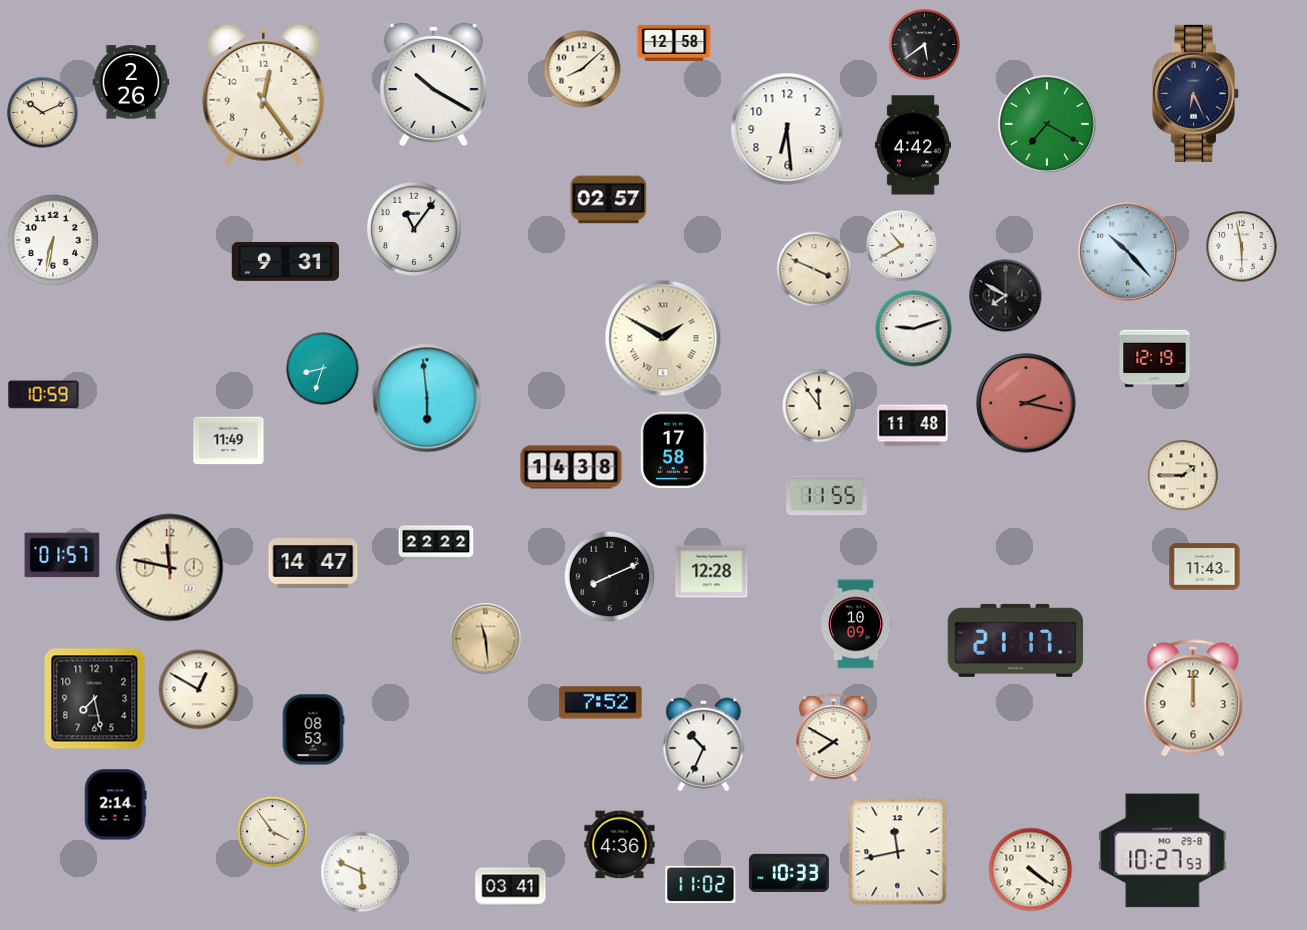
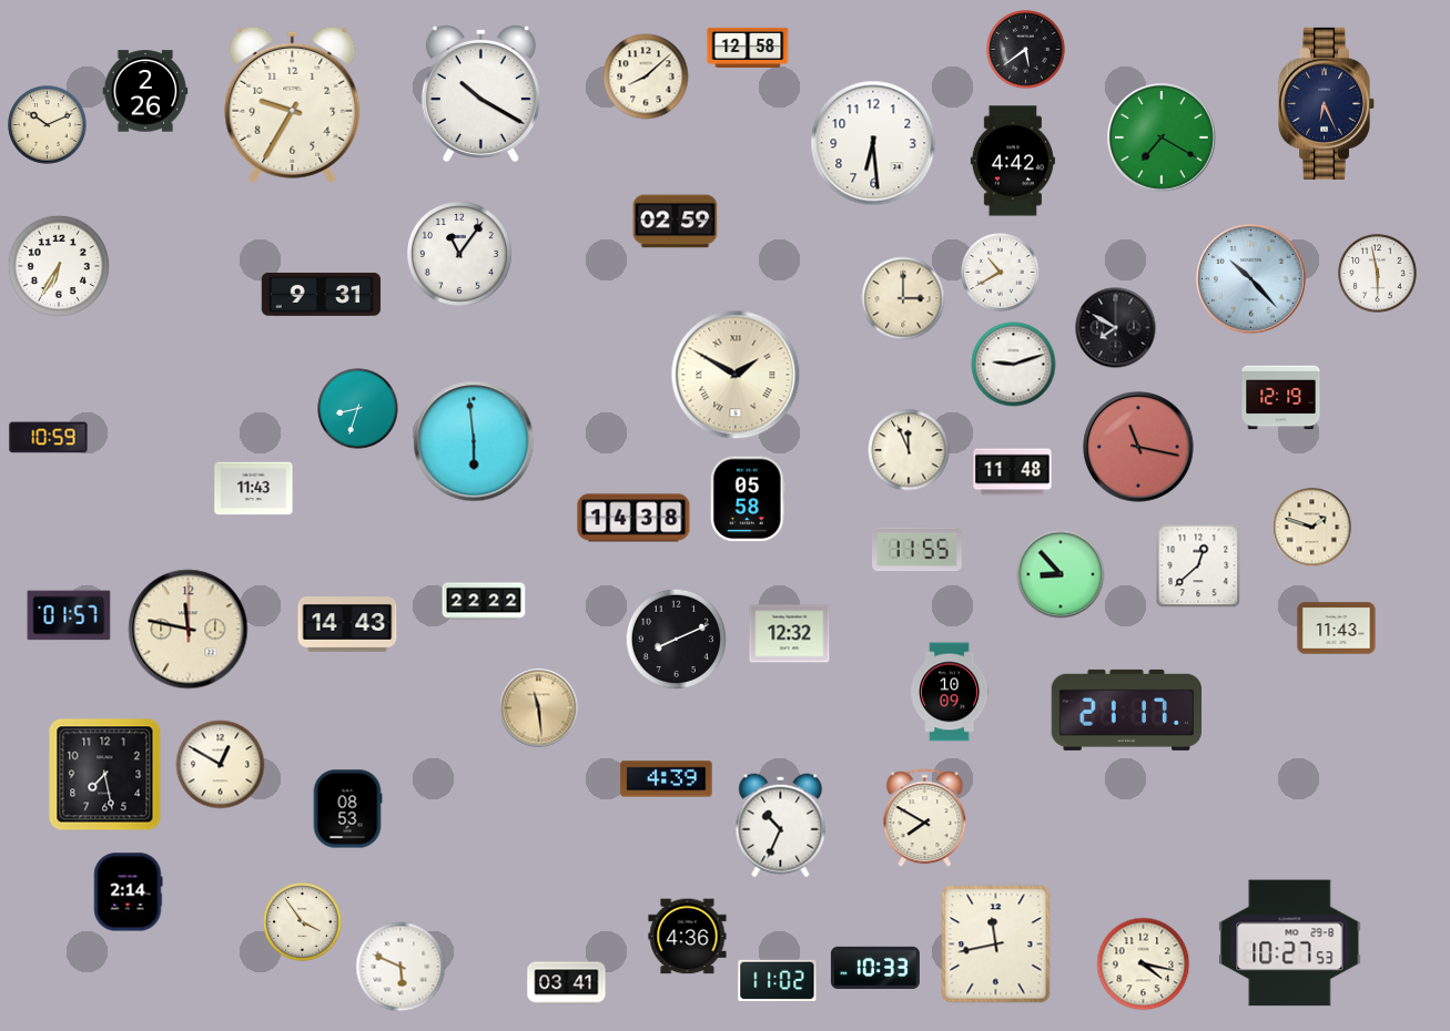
clock at (264, 94): 12:24 -> 9:35
clock at (609, 200): 02:57 -> 02:59
clock at (53, 240): 6:32 -> 6:35
clock at (285, 261) position: (285, 261) -> (321, 294)
clock at (814, 269): 3:49 -> 3:00
clock at (1026, 403): 2:17 -> 11:17
clock at (819, 406): 11:54 -> 11:56
clock at (229, 441): 11:49 -> 11:43
clock at (674, 450): 17:58 -> 05:58
clock at (1183, 476): 1:45 -> 1:48
clock at (1198, 565): none -> 12:38
clock at (1061, 574): none -> 8:53
clock at (313, 564): 14:47 -> 14:43
clock at (712, 572): 12:28 -> 12:32
clock at (1193, 698): 12:00 -> none
clock at (601, 703): 7:52 -> 4:39
clock at (1031, 870): 4:21 -> 4:17
